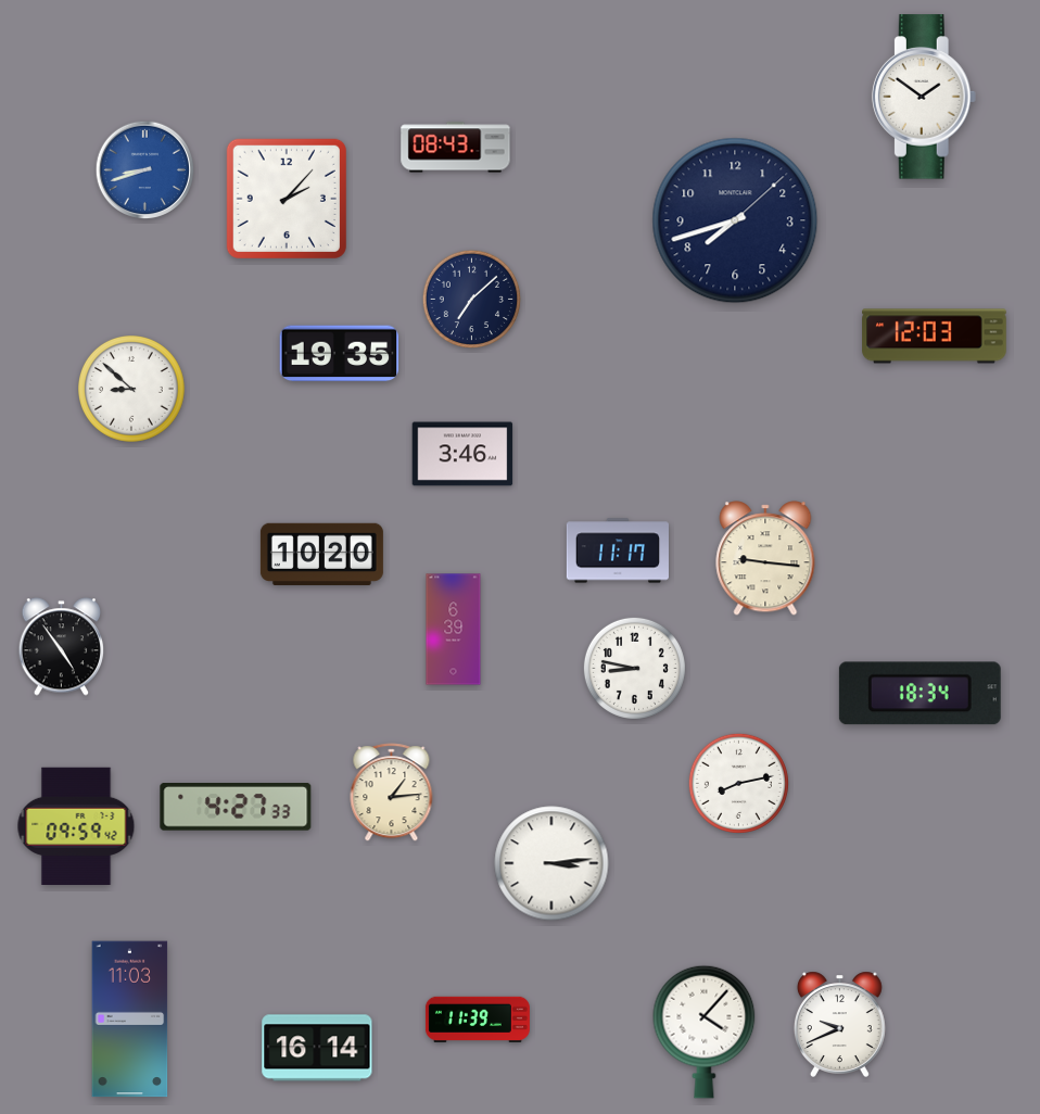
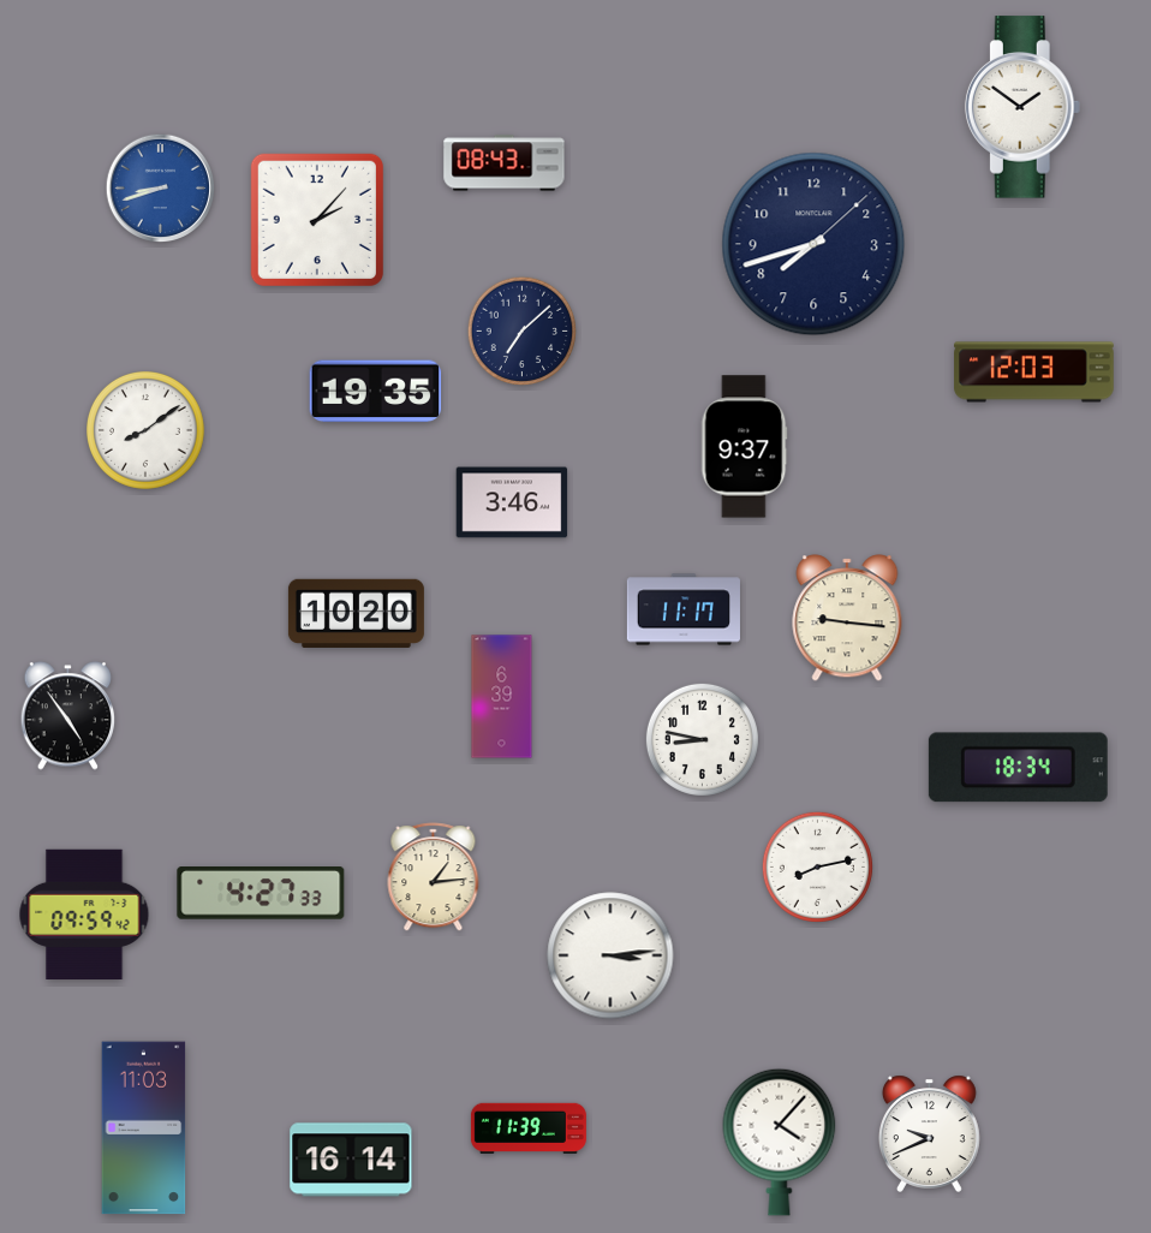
clock at (132, 390): 8:52 -> 8:09
clock at (744, 447): none -> 9:37
